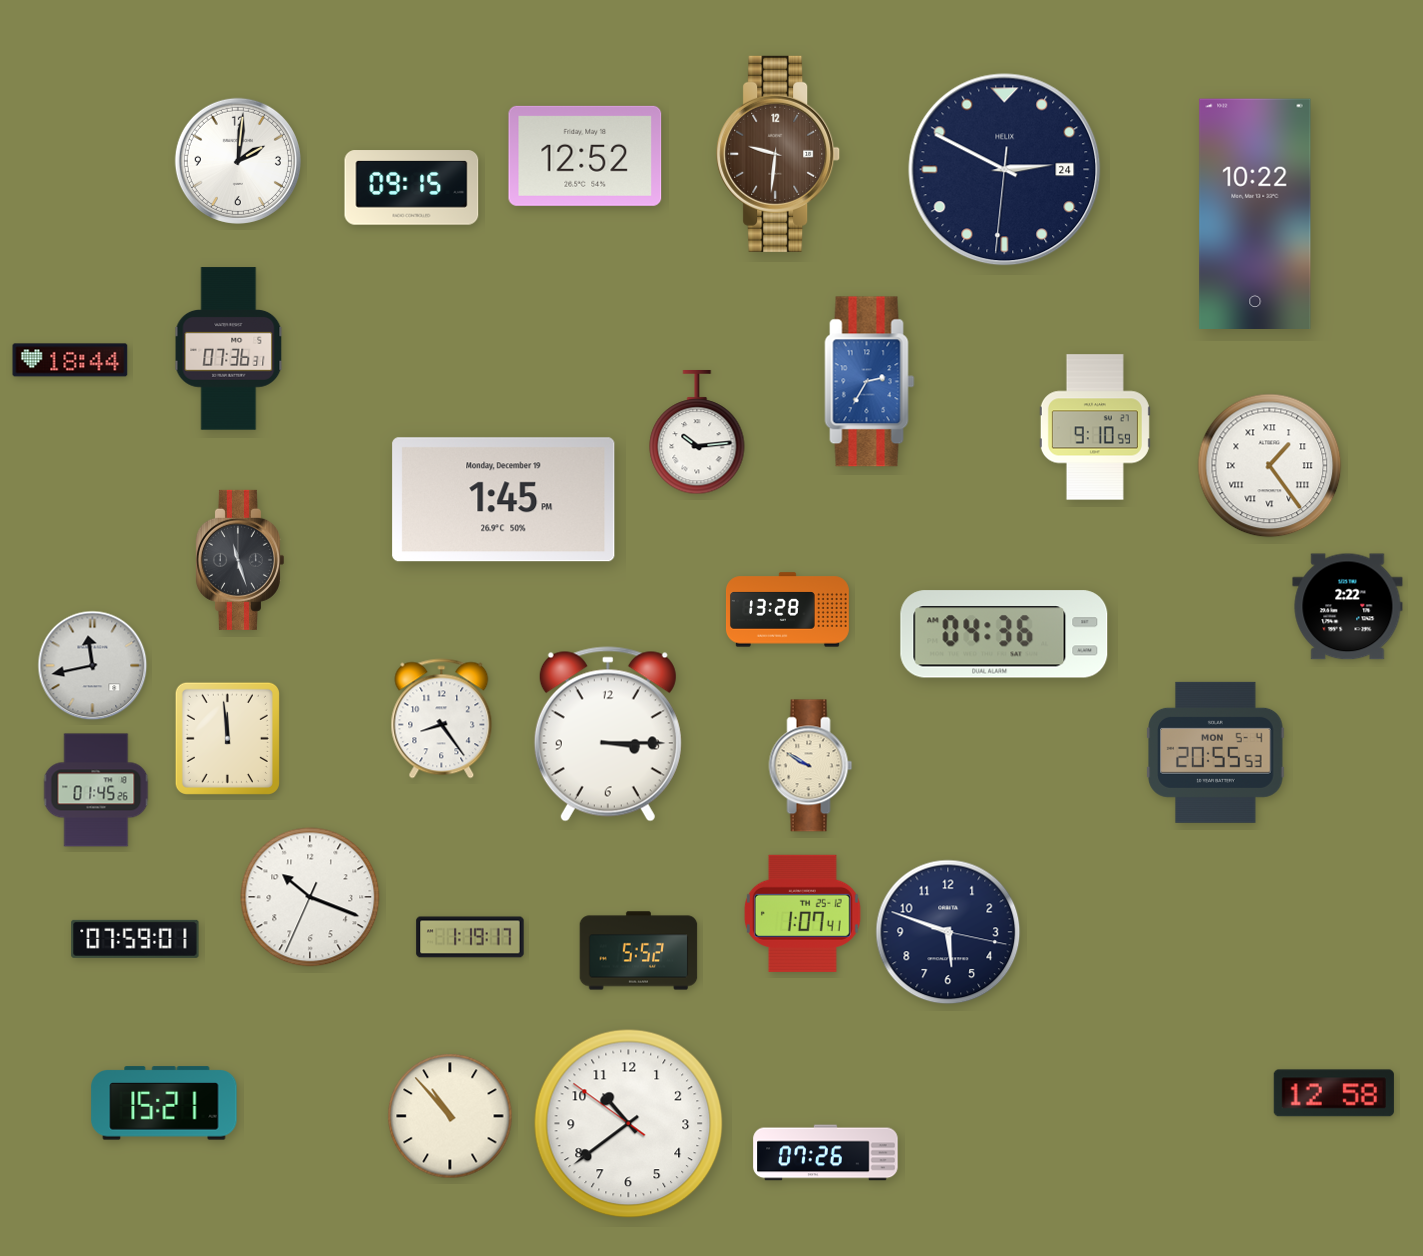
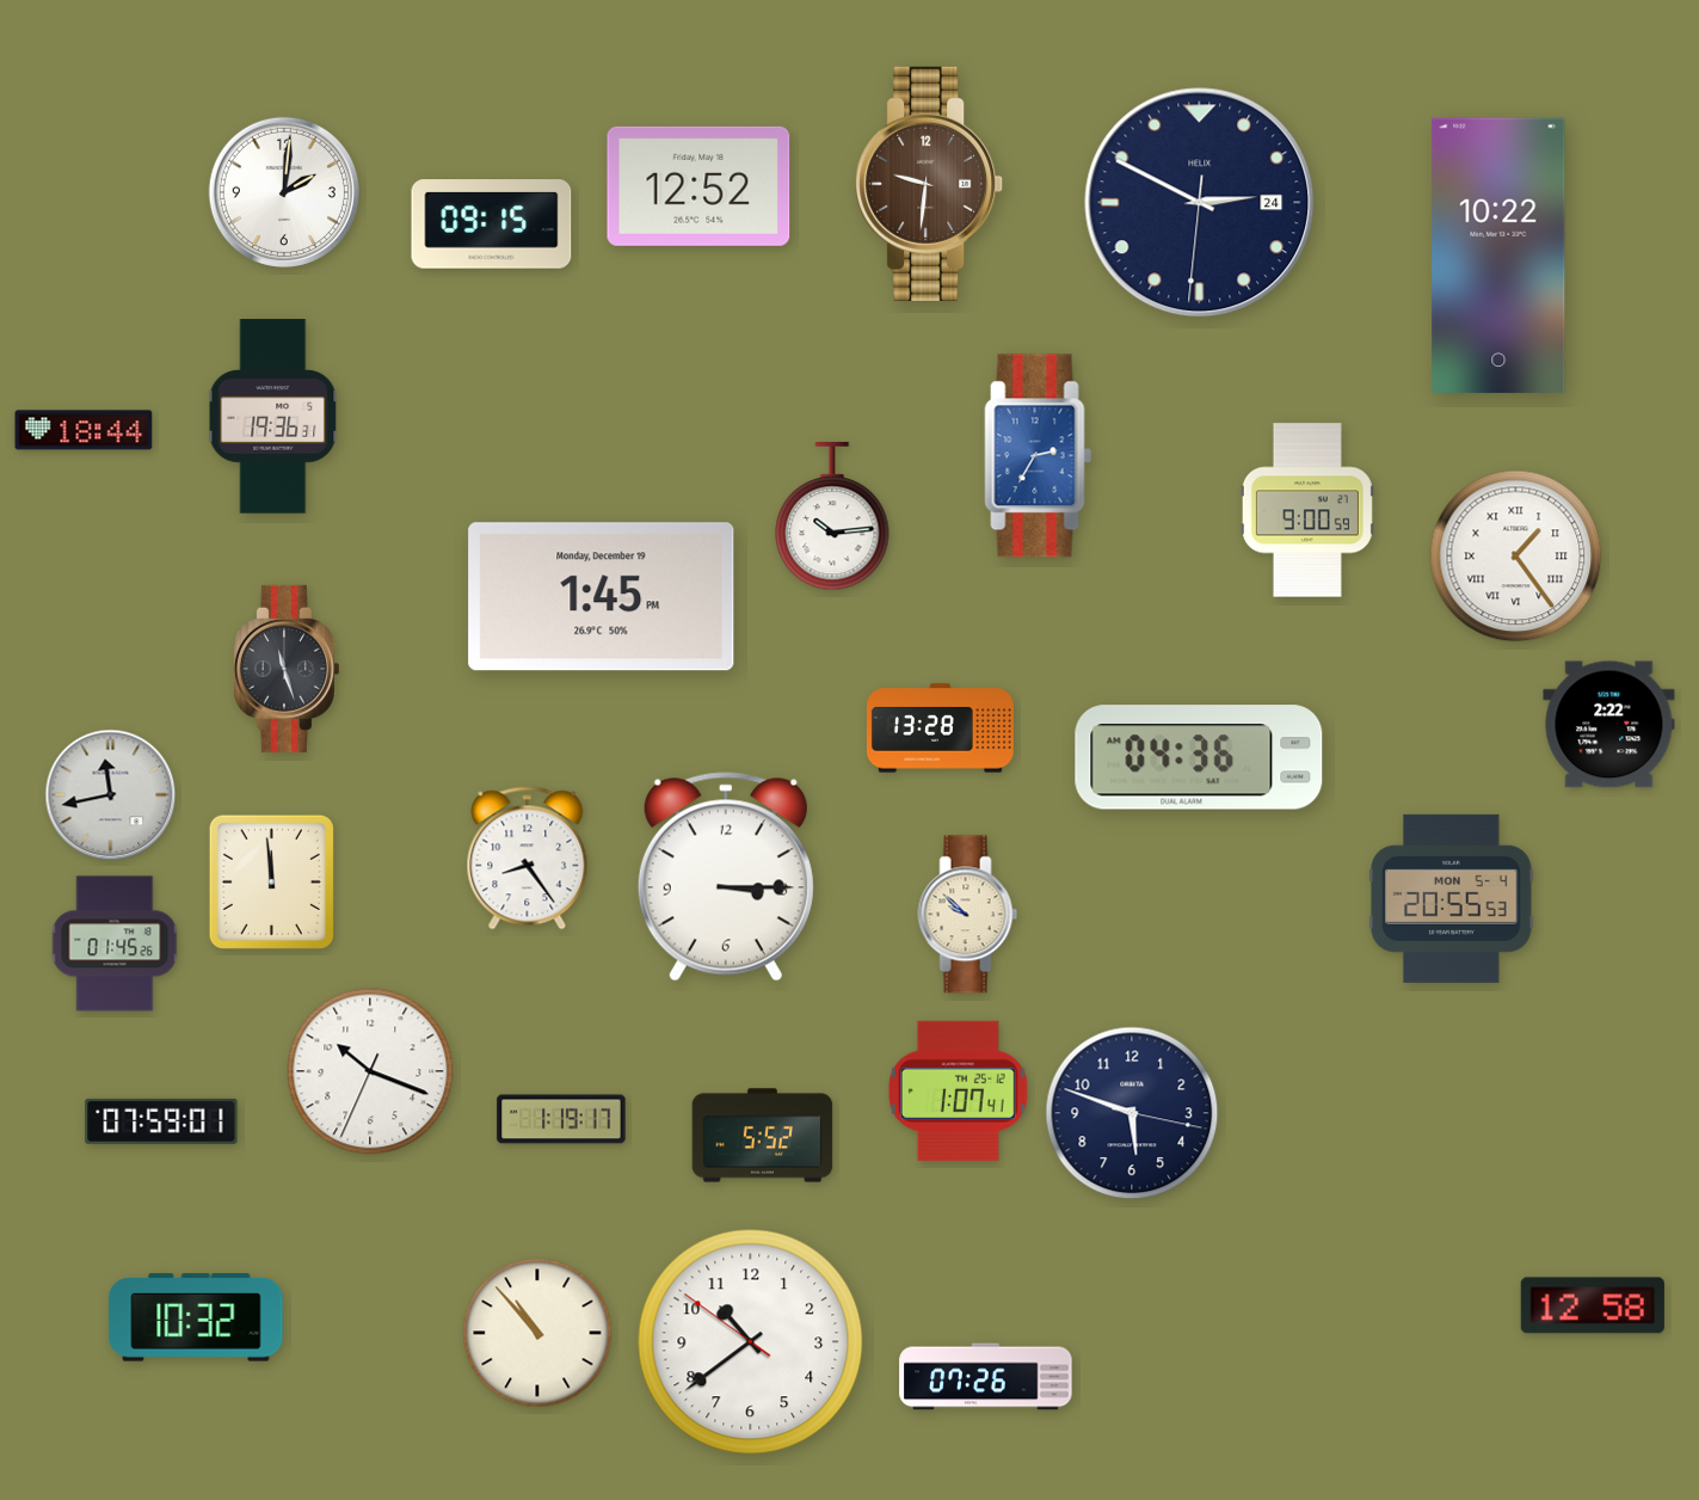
clock at (229, 349): 07:36 -> 19:36
clock at (1095, 427): 9:10 -> 9:00
clock at (811, 766): 9:50 -> 9:52
clock at (164, 1103): 15:21 -> 10:32
